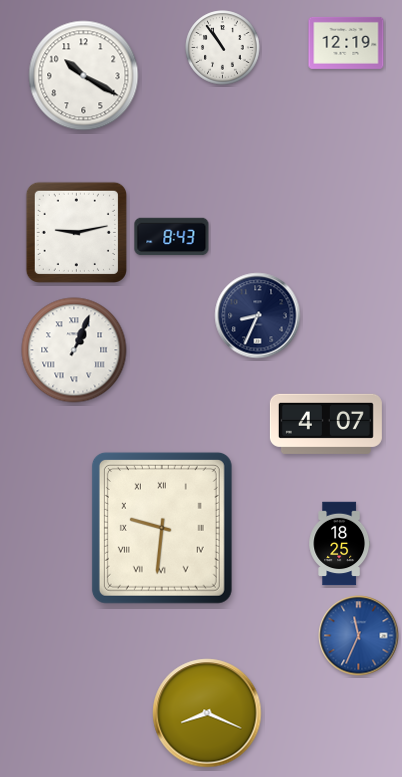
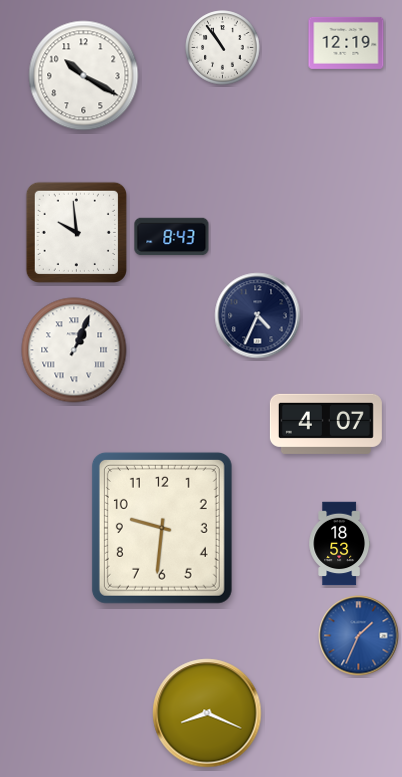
clock at (76, 232): 9:13 -> 9:59
clock at (258, 316): 8:34 -> 4:34
clock at (162, 528) numerals: Roman -> Arabic
clock at (339, 544): 18:25 -> 18:53
clock at (359, 636): 11:34 -> 1:34
